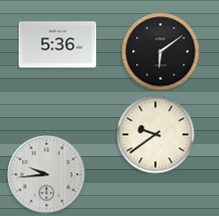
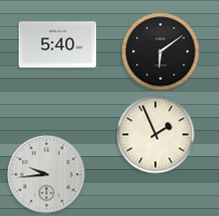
clock at (57, 45): 5:36 -> 5:40
clock at (155, 134): 9:39 -> 1:56
